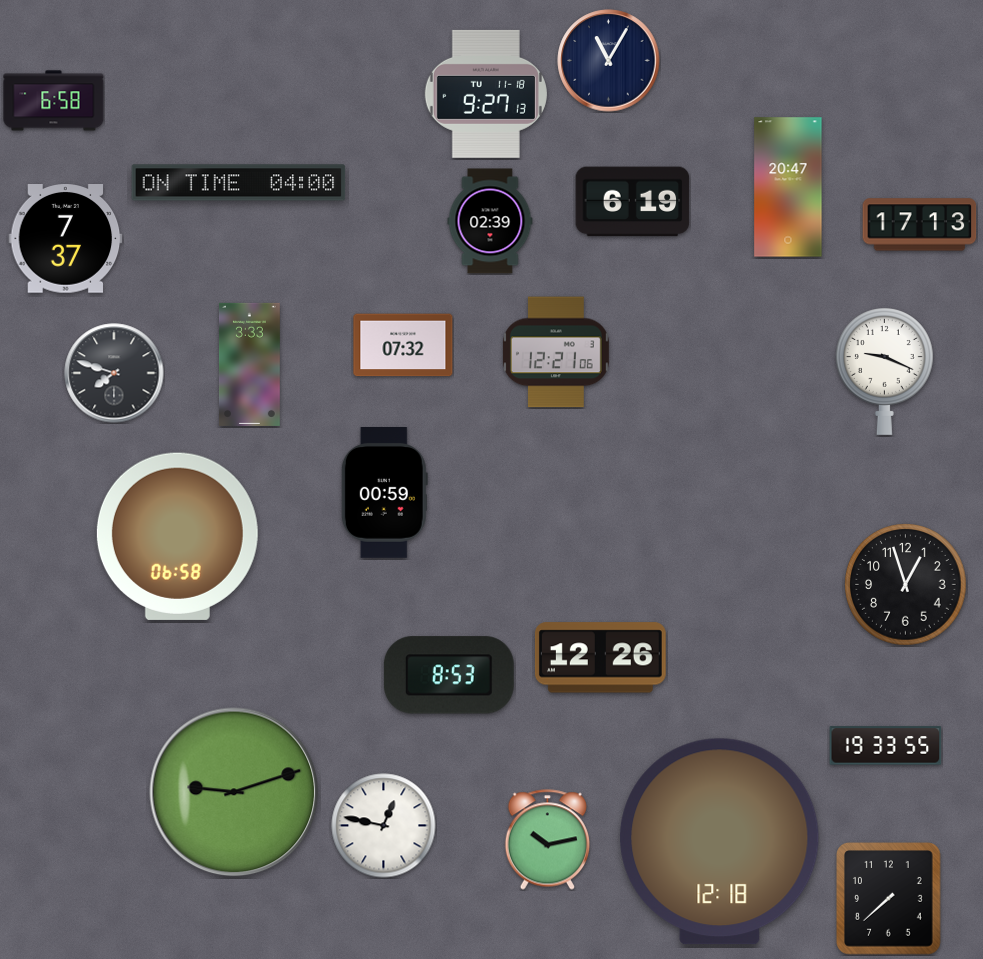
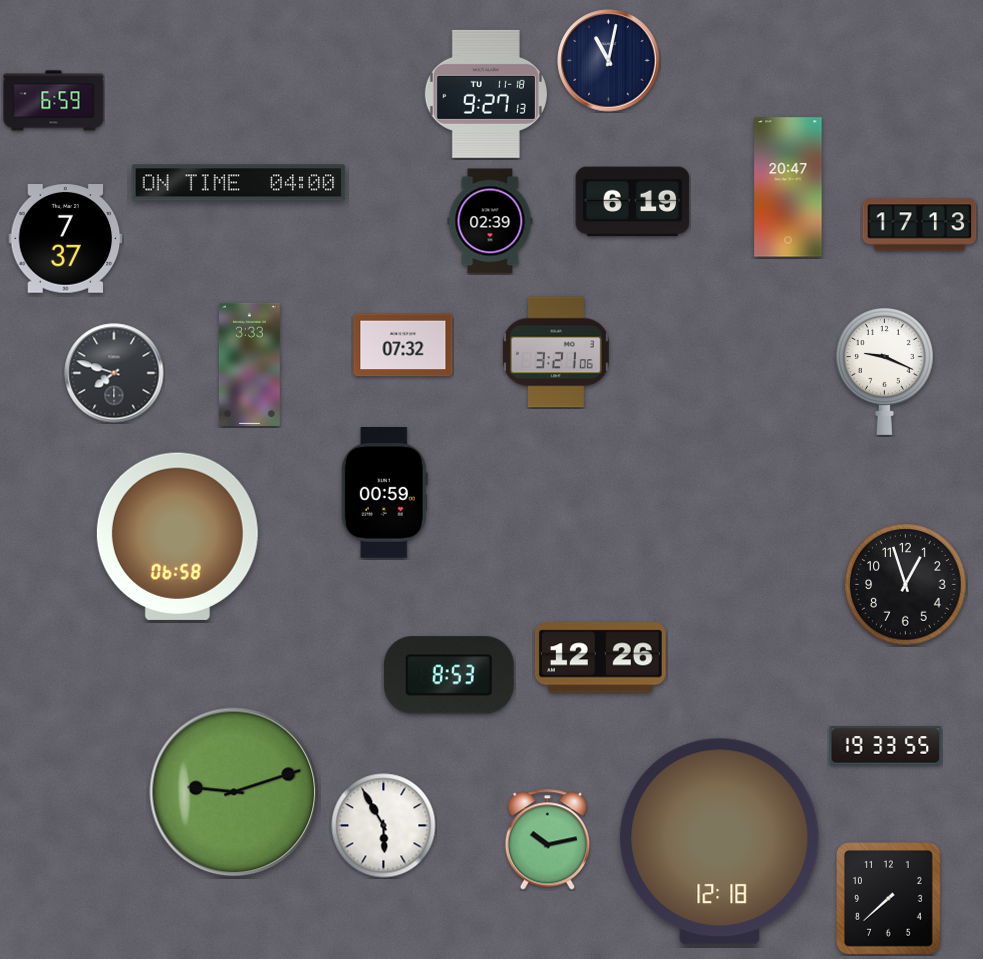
clock at (609, 61): 11:05 -> 11:02
clock at (54, 101): 6:58 -> 6:59
clock at (556, 352): 12:21 -> 3:21
clock at (384, 826): 12:47 -> 5:55
